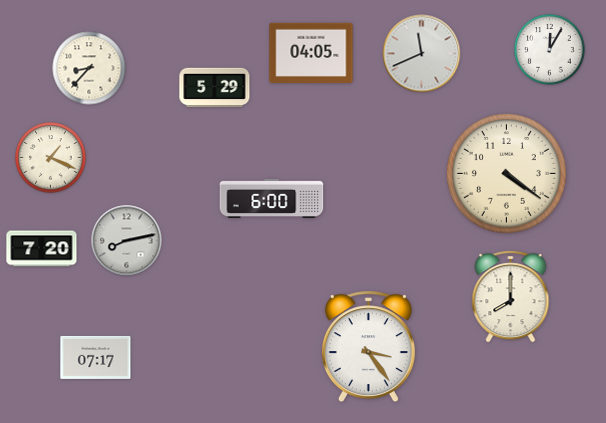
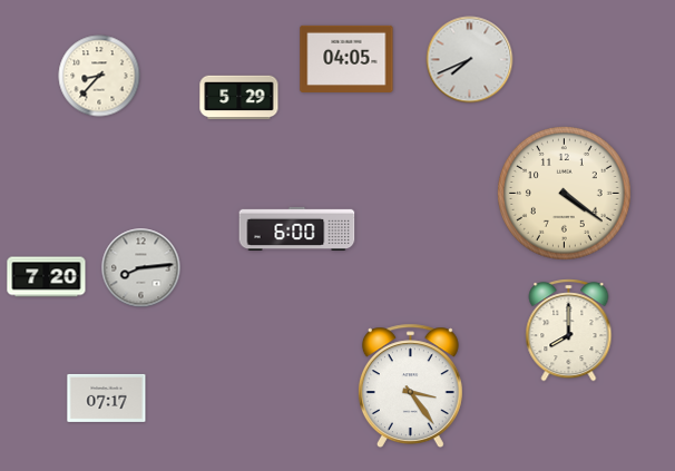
clock at (550, 50): 12:05 -> none
clock at (422, 54): 11:41 -> 7:41
clock at (51, 158): 1:19 -> none
clock at (272, 198) position: (272, 198) -> (297, 228)
clock at (127, 241): 8:13 -> 8:14
